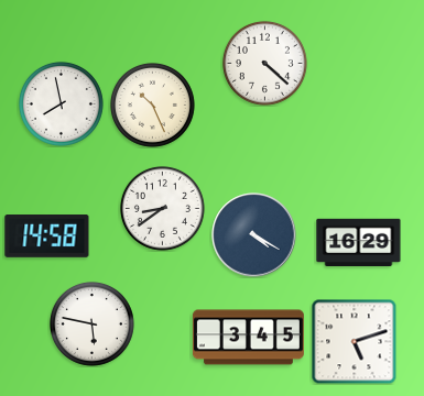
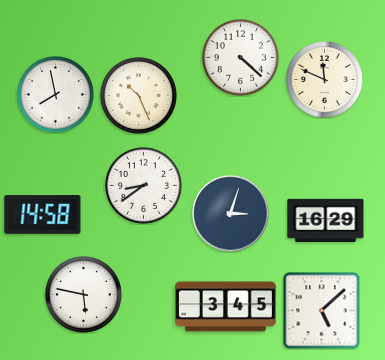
clock at (324, 79): none -> 11:49
clock at (162, 208) position: (162, 208) -> (143, 185)
clock at (254, 235): 4:20 -> 3:03
clock at (354, 341): 5:12 -> 5:08
